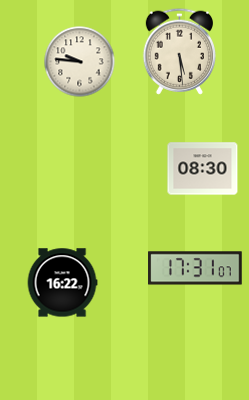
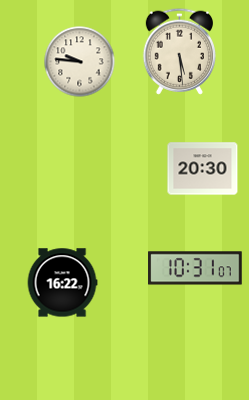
clock at (203, 169): 08:30 -> 20:30
clock at (195, 268): 17:31 -> 10:31
